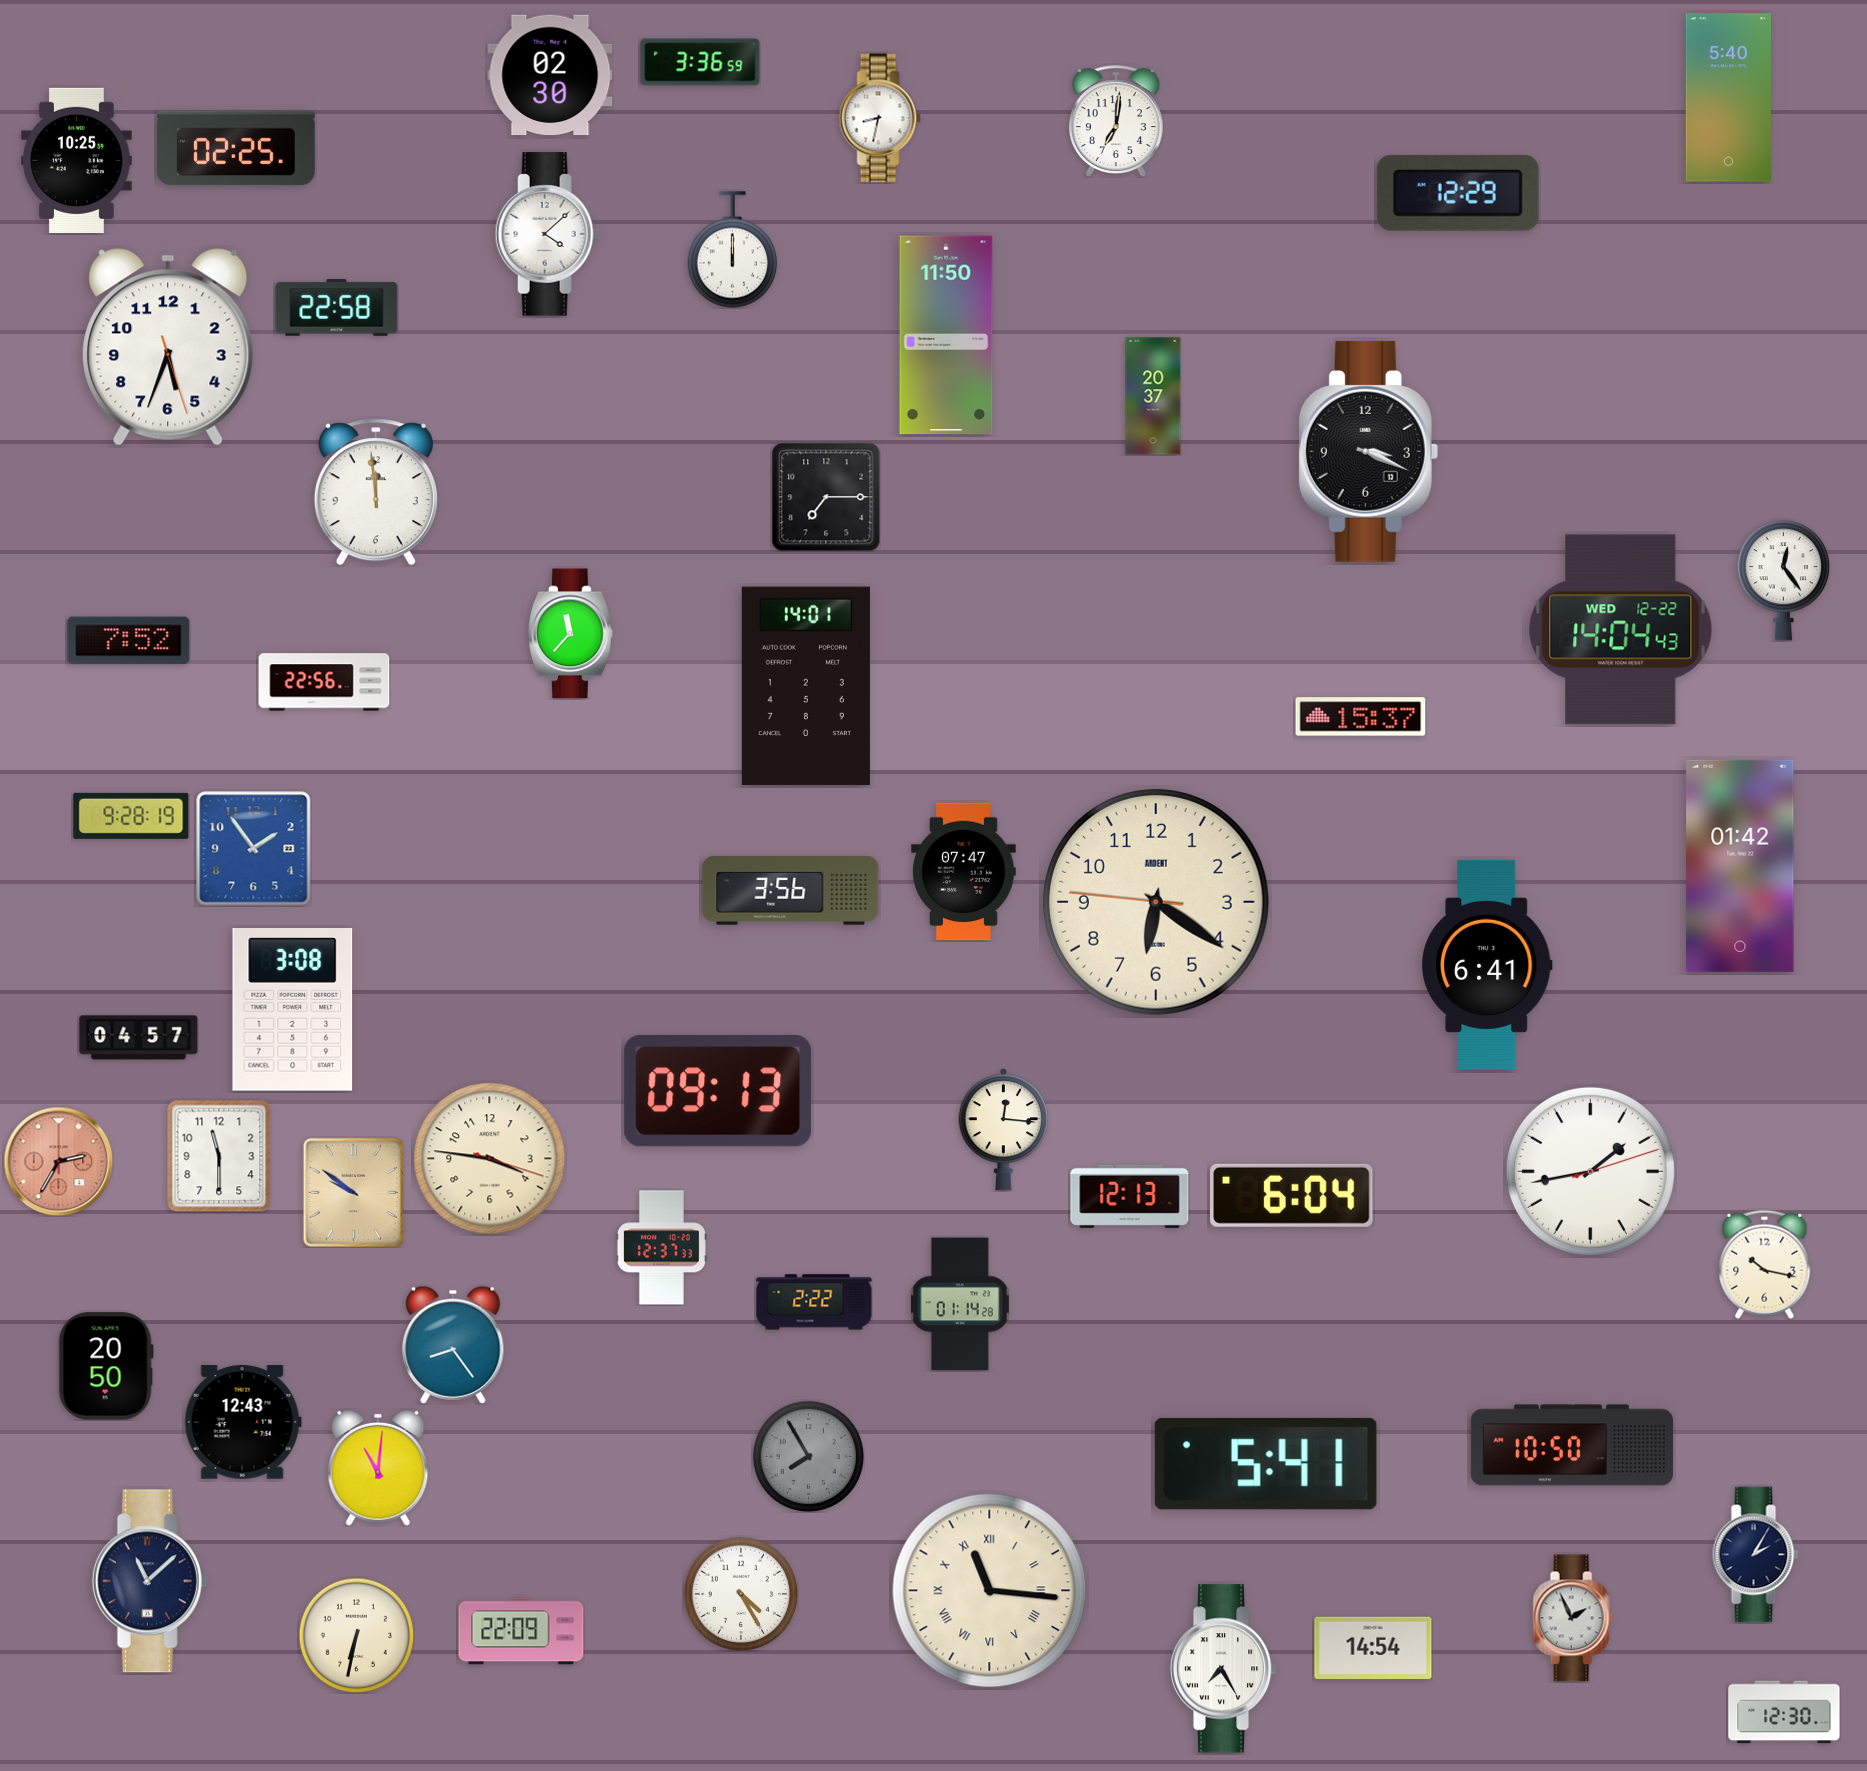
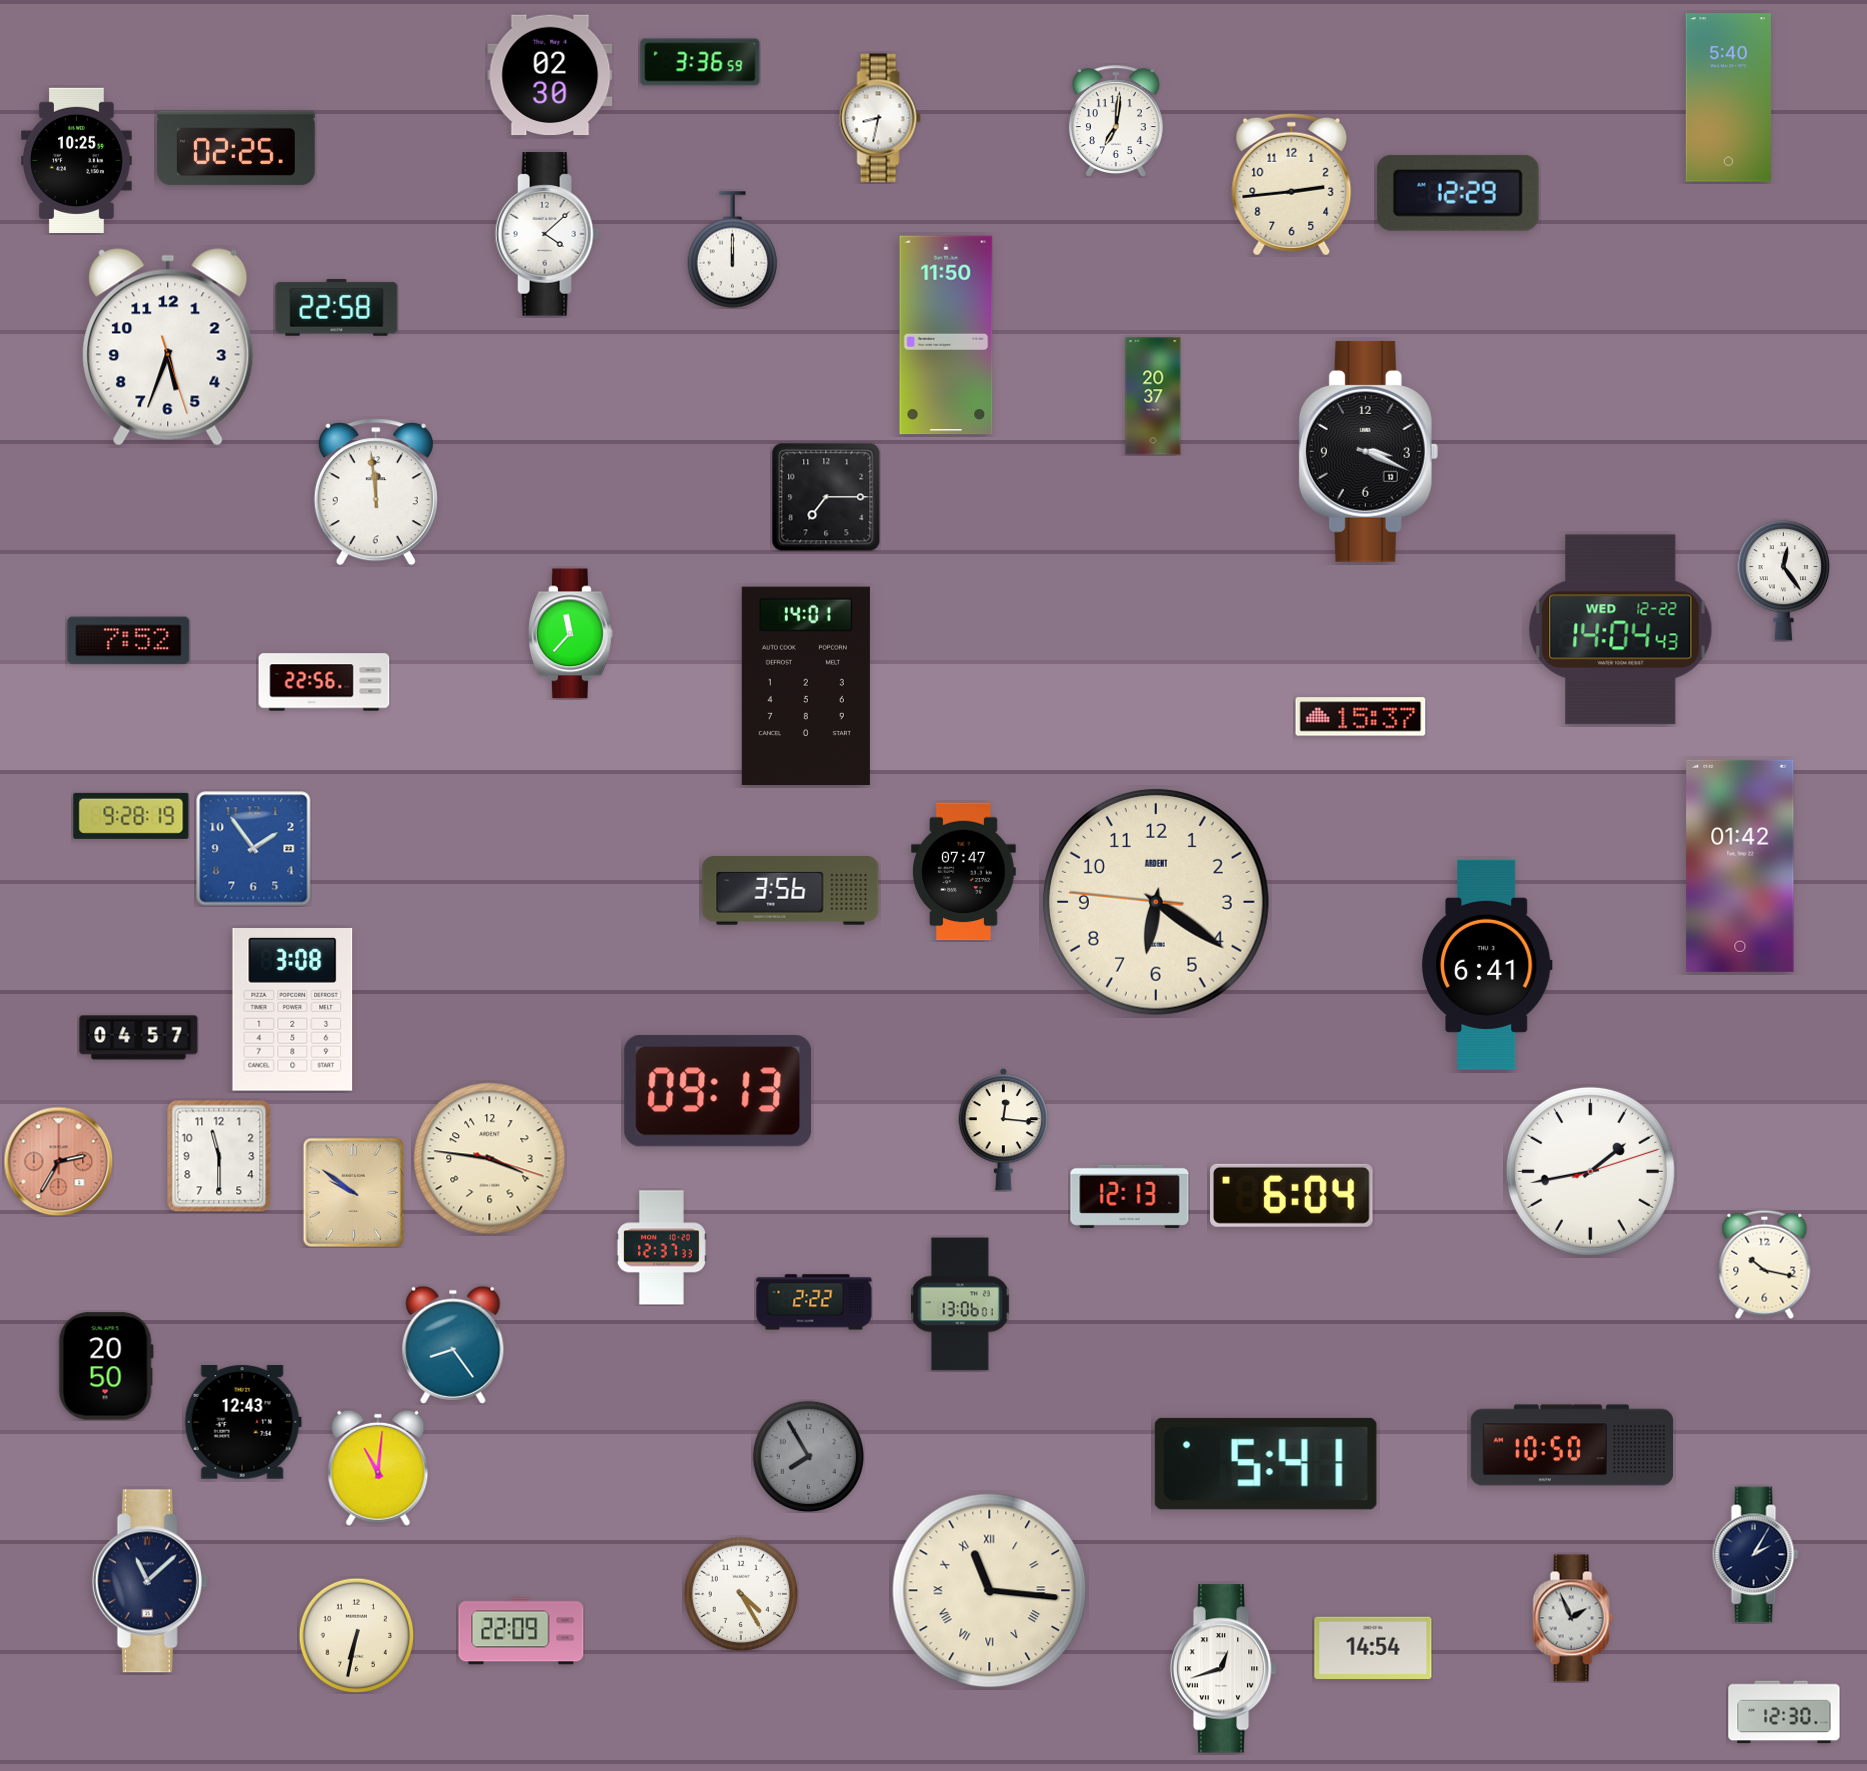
clock at (1292, 184): none -> 2:44
clock at (960, 1304): 01:14 -> 13:06
clock at (1224, 1669): 7:25 -> 12:42
